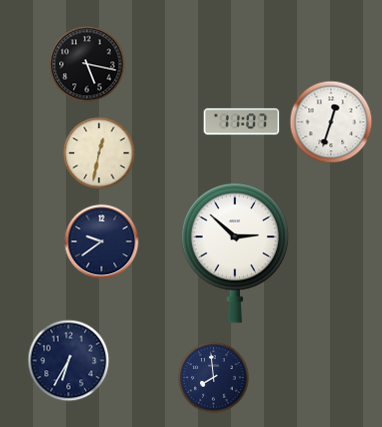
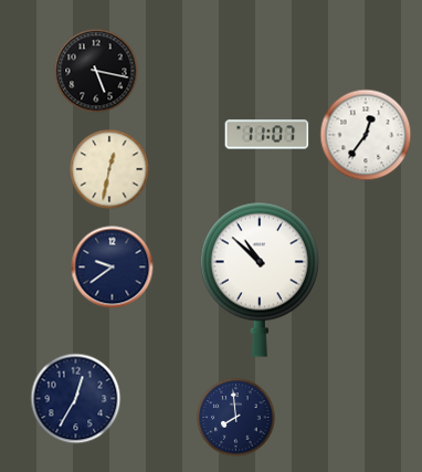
clock at (331, 122): 12:33 -> 12:36
clock at (235, 253): 2:52 -> 10:52
clock at (69, 361): 6:35 -> 12:35
